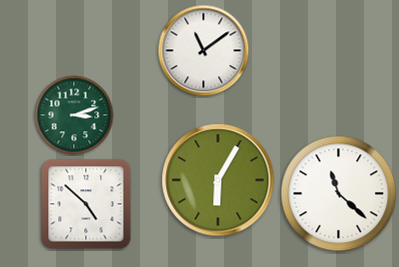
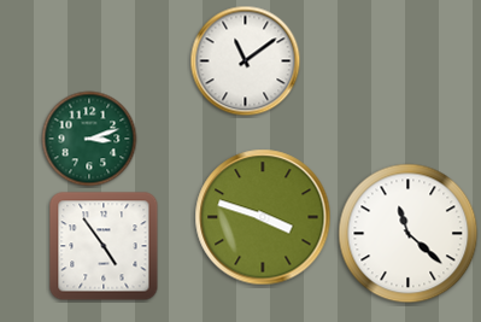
clock at (218, 180): 6:05 -> 3:48
clock at (86, 204): 4:52 -> 4:54
